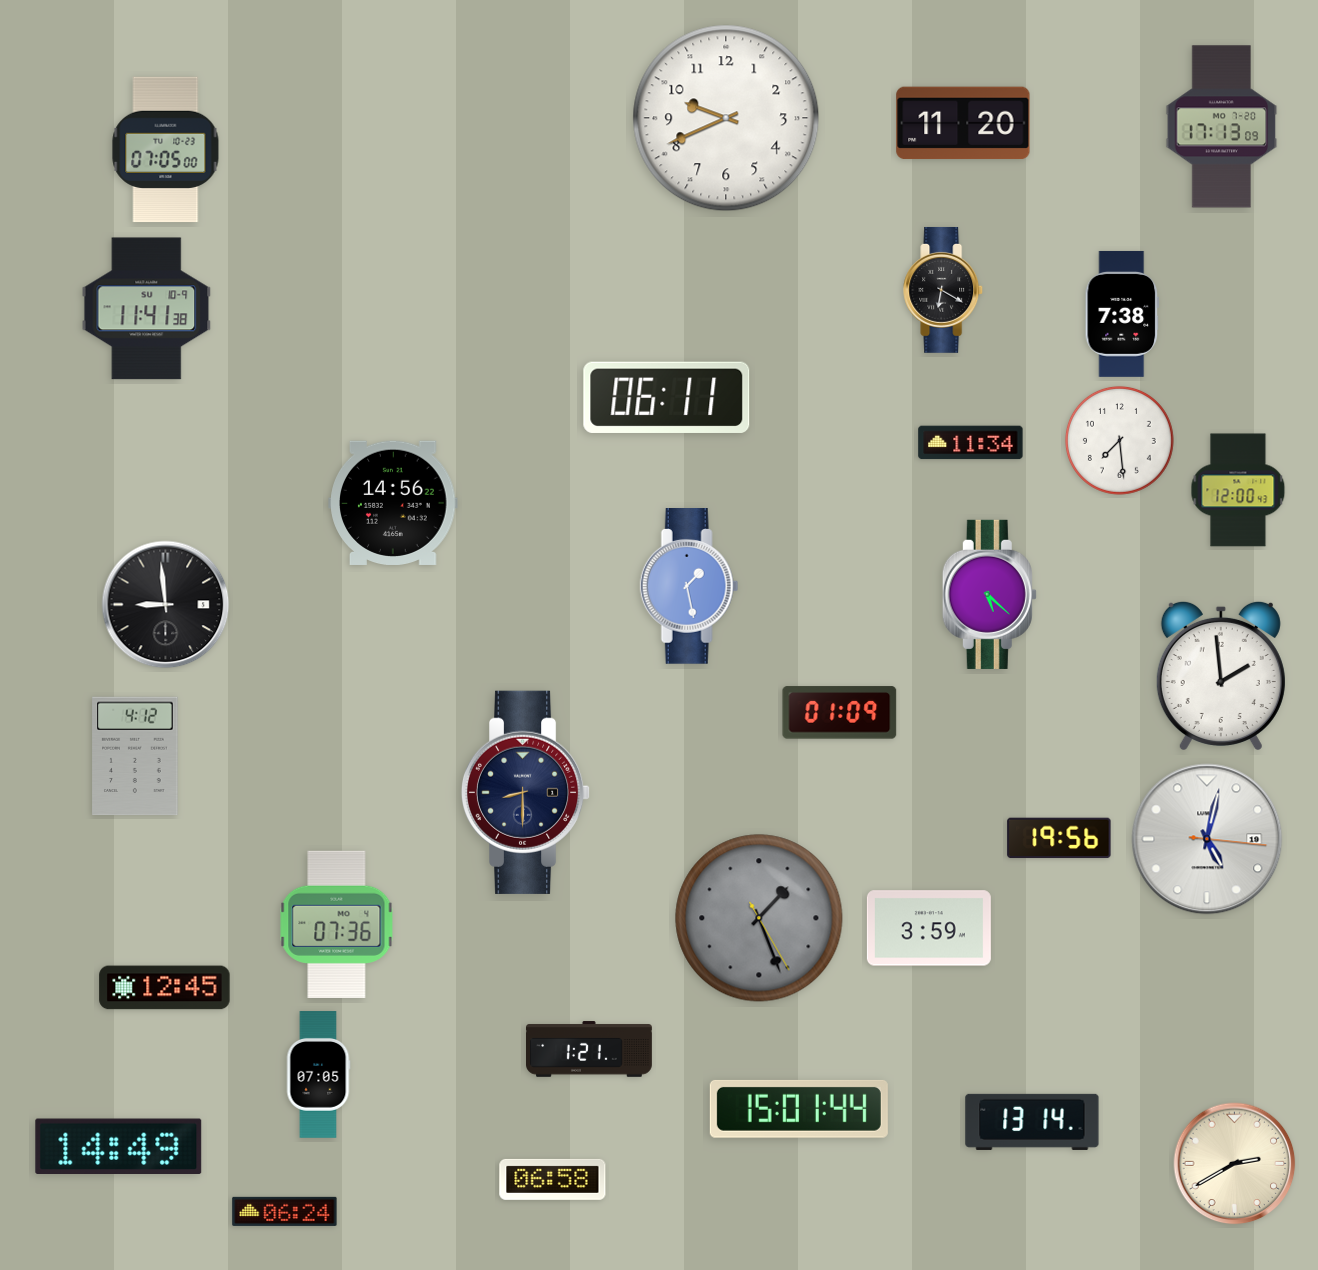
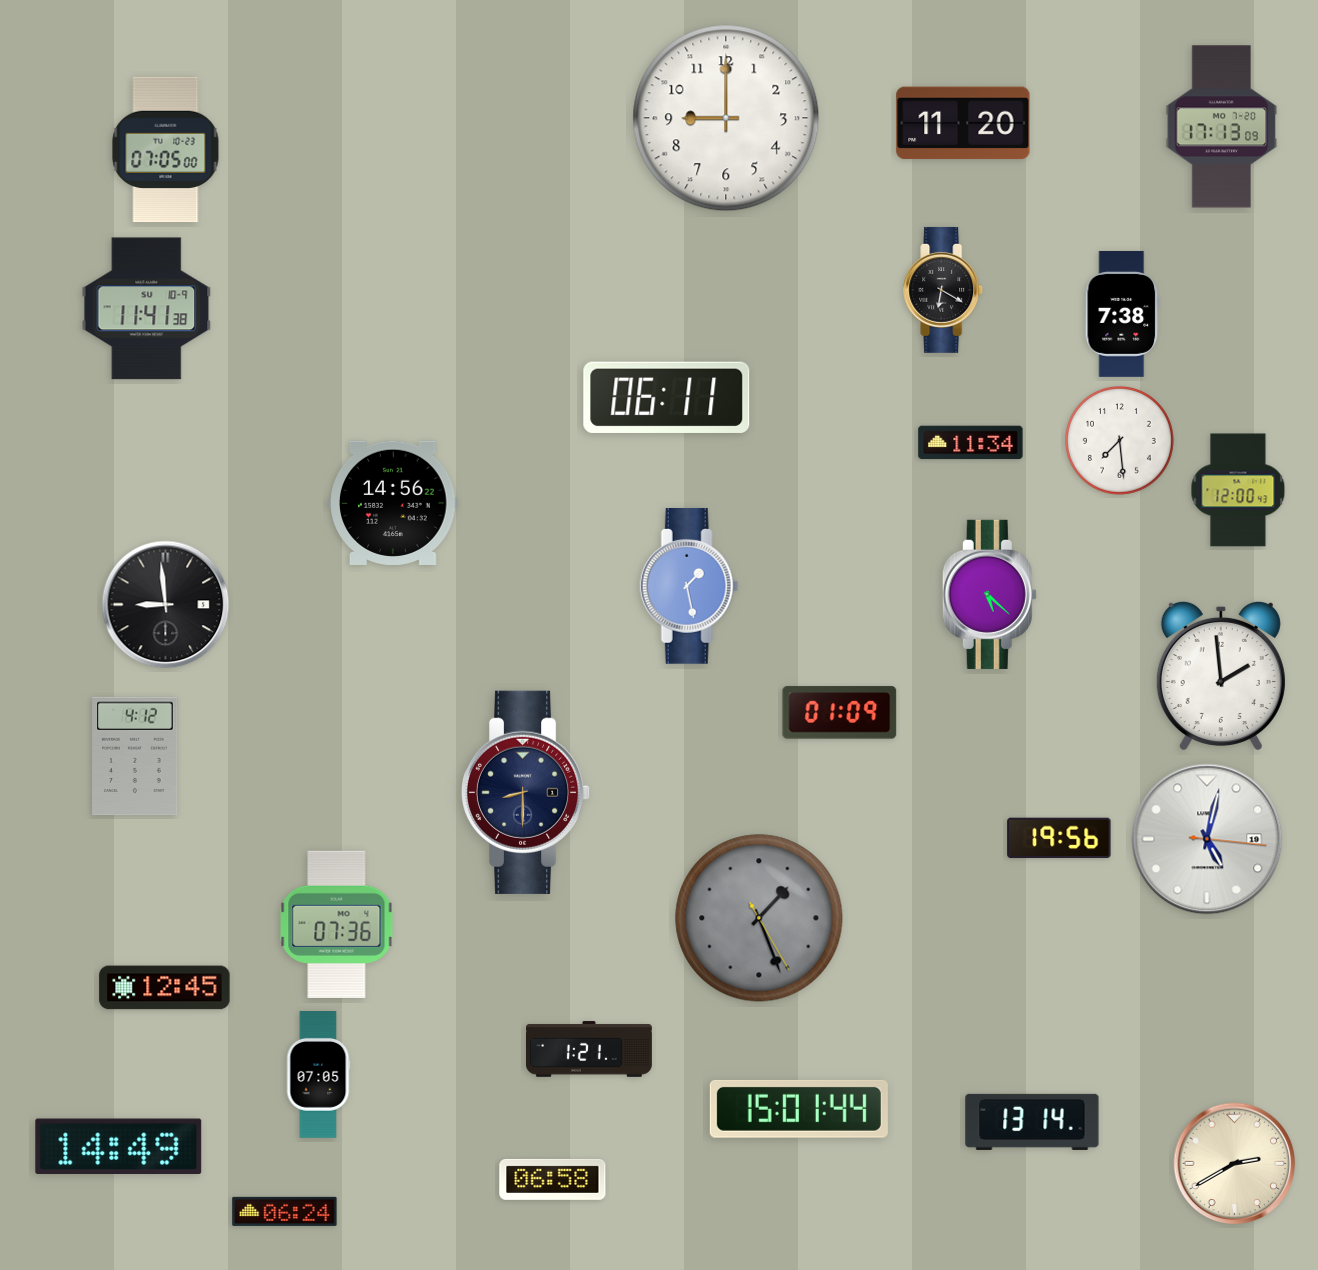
clock at (726, 118): 9:41 -> 9:00
clock at (929, 928): 3:59 -> none
